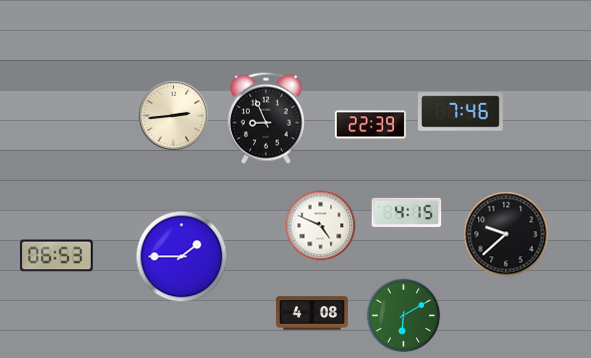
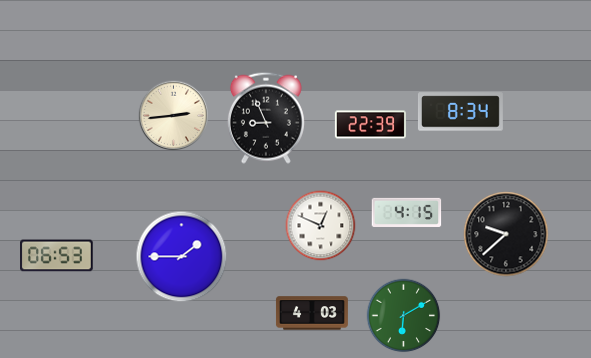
clock at (460, 112): 7:46 -> 8:34
clock at (321, 226): 4:49 -> 12:49
clock at (312, 313): 4:08 -> 4:03
